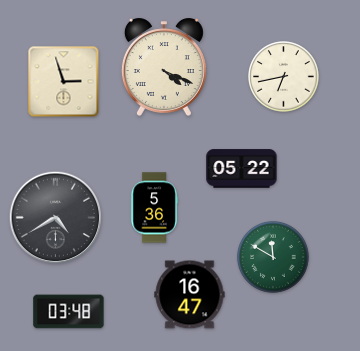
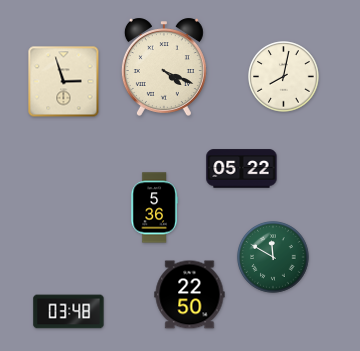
clock at (284, 77): 6:43 -> 8:02
clock at (56, 218): 4:40 -> none
clock at (190, 295): 16:47 -> 22:50
